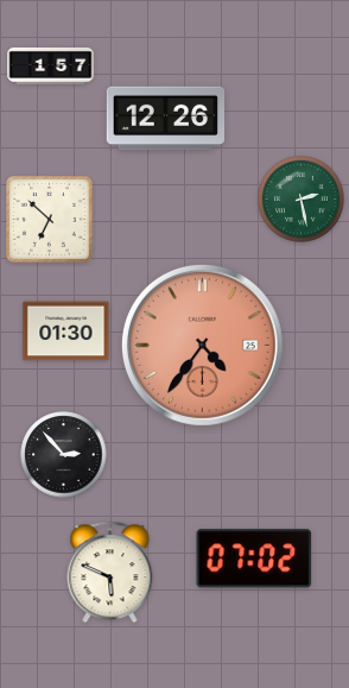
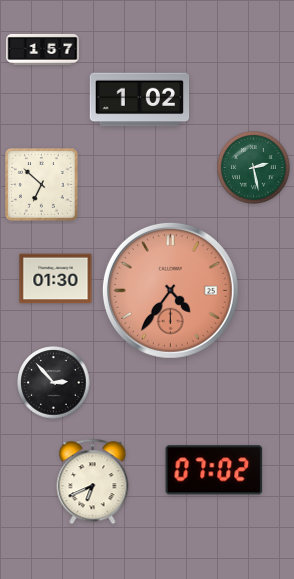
clock at (51, 65) position: (51, 65) -> (43, 49)
clock at (166, 119): 12:26 -> 1:02
clock at (110, 573): 5:49 -> 6:41
